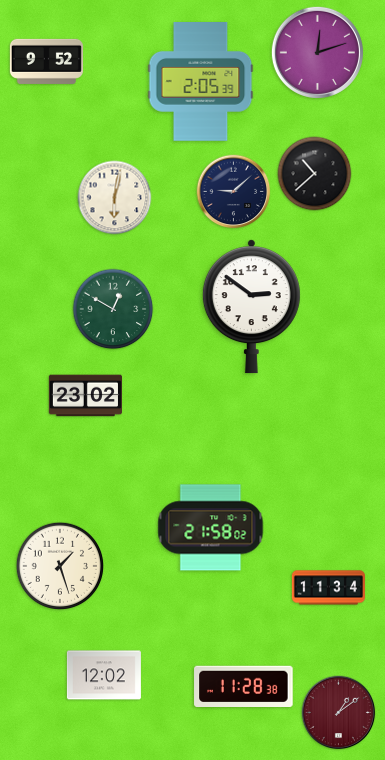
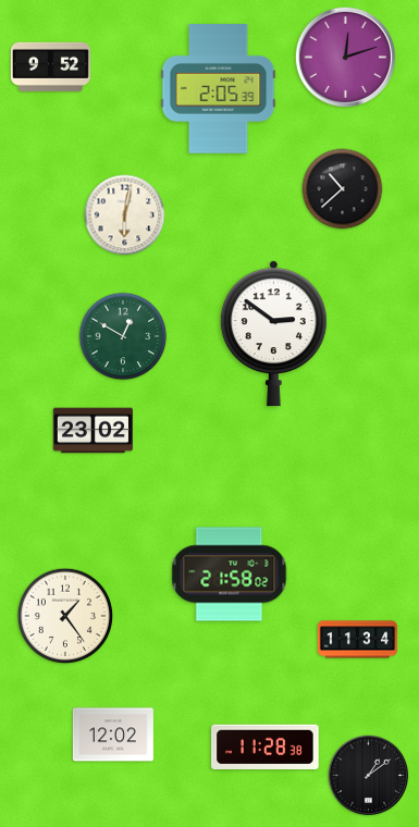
clock at (234, 192): 9:08 -> none
clock at (59, 565): 1:27 -> 1:24
clock at (339, 713) dial: burgundy -> black
